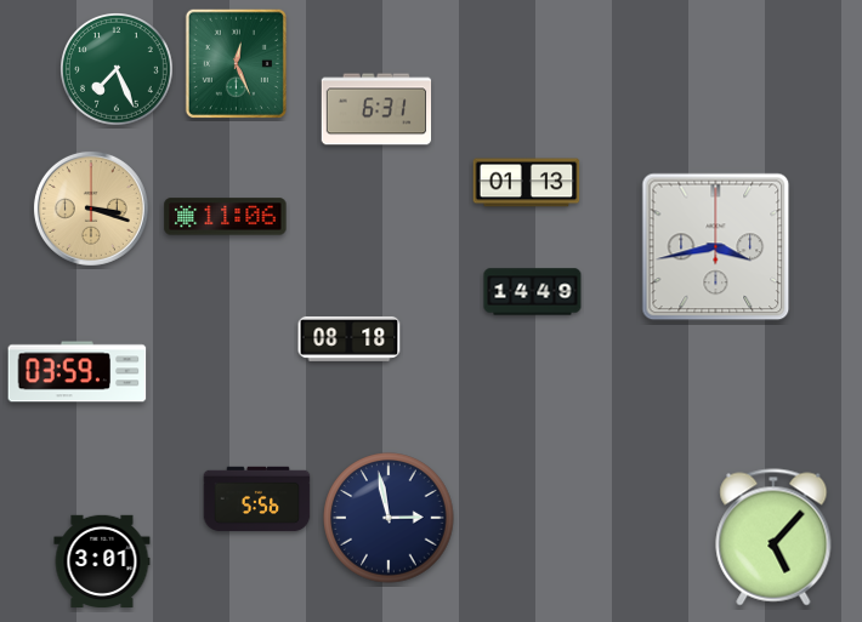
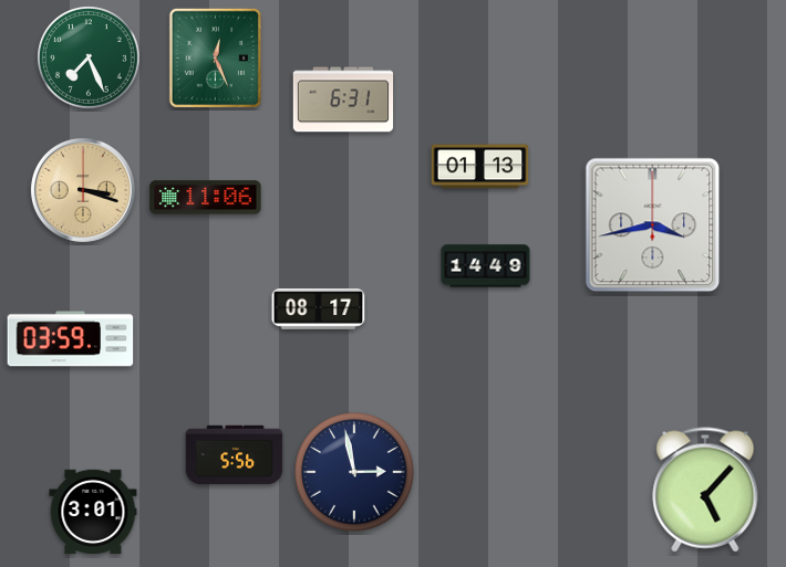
clock at (118, 70) position: (118, 70) -> (90, 59)
clock at (350, 338): 08:18 -> 08:17
